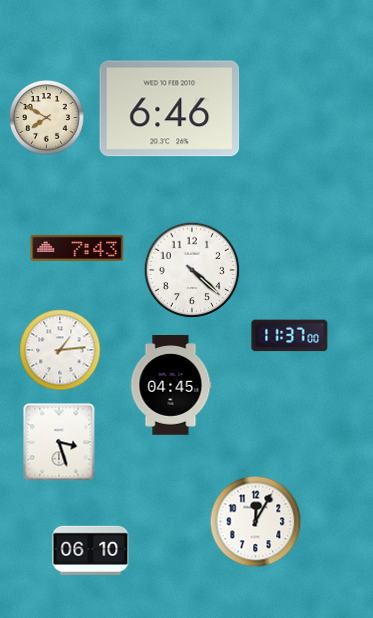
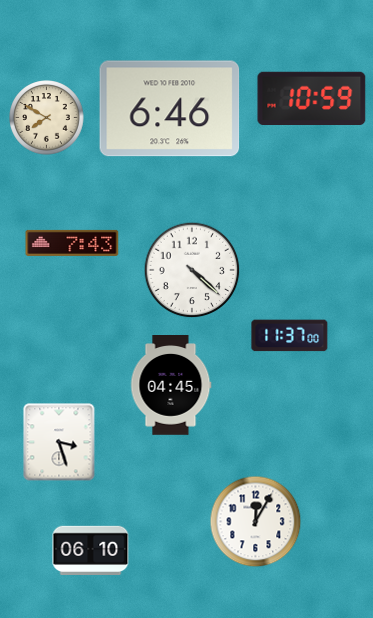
clock at (312, 98): none -> 10:59
clock at (77, 248) position: (77, 248) -> (72, 243)
clock at (60, 350): 1:14 -> none
